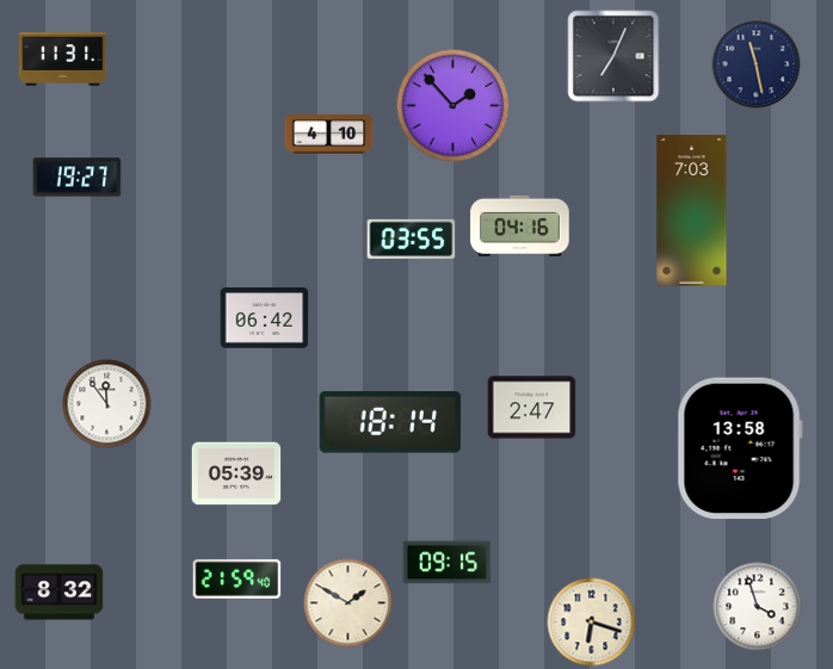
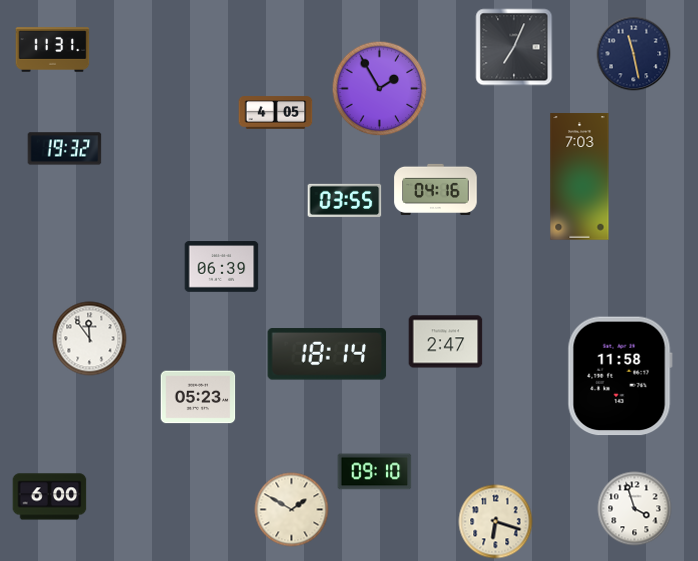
clock at (453, 106): 1:53 -> 1:55
clock at (329, 135): 4:10 -> 4:05
clock at (78, 178): 19:27 -> 19:32
clock at (265, 318): 06:42 -> 06:39
clock at (740, 448): 13:58 -> 11:58
clock at (236, 473): 05:39 -> 05:23
clock at (448, 563): 09:15 -> 09:10
clock at (237, 578): 21:59 -> none
clock at (60, 593): 8:32 -> 6:00
clock at (348, 603) position: (348, 603) -> (292, 510)
